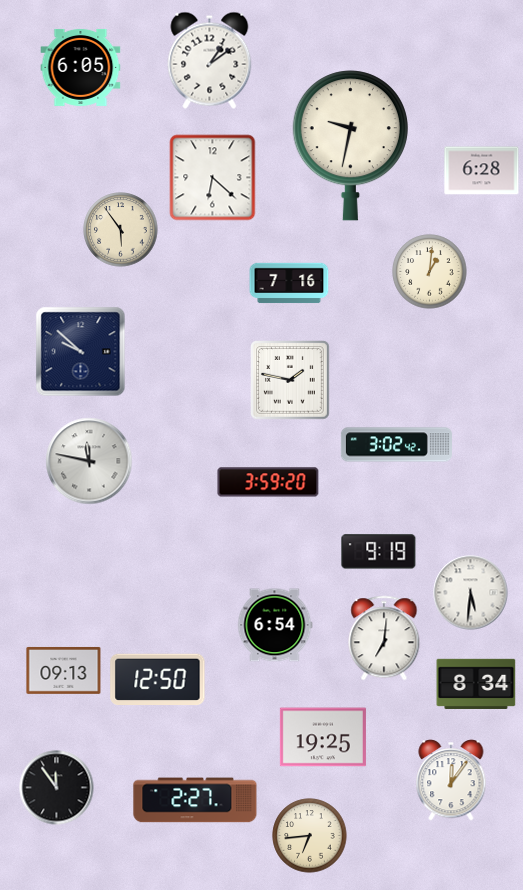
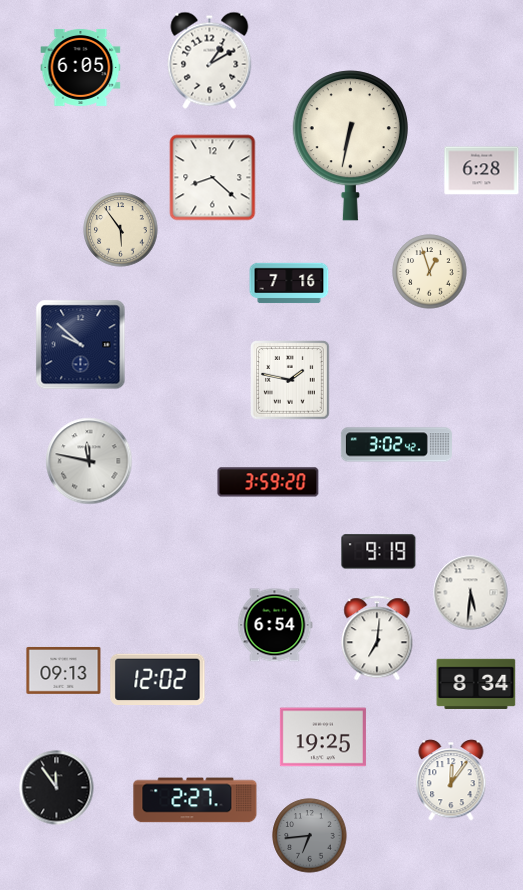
clock at (210, 60): 1:09 -> 1:10
clock at (350, 146): 9:32 -> 6:32
clock at (213, 178): 6:22 -> 8:22
clock at (430, 272): 1:01 -> 12:57
clock at (81, 352) position: (81, 352) -> (81, 345)
clock at (384, 638) position: (384, 638) -> (377, 638)
clock at (158, 679): 12:50 -> 12:02
clock at (310, 836) dial: cream -> grey
